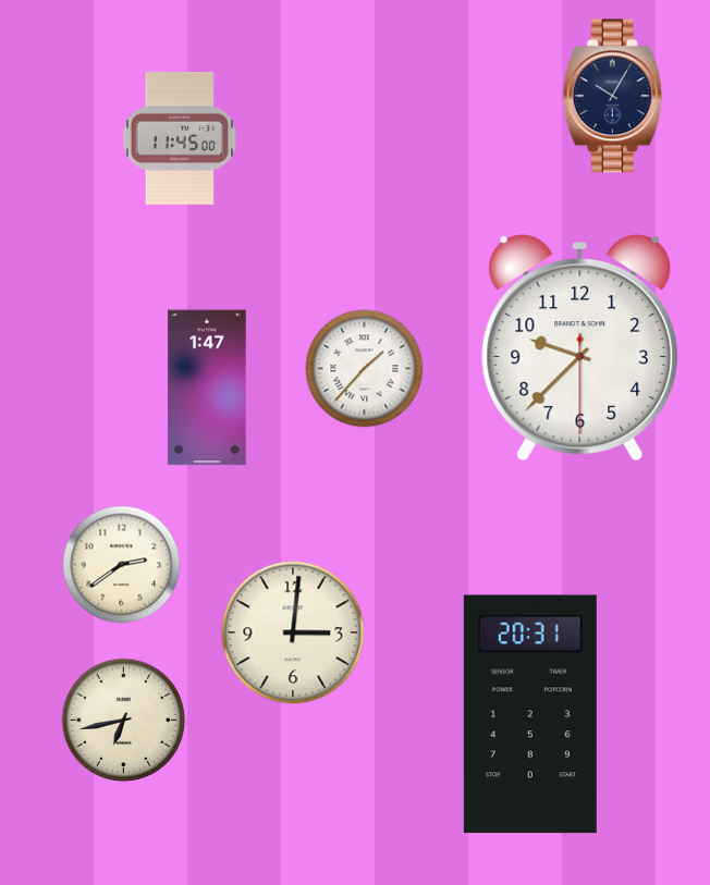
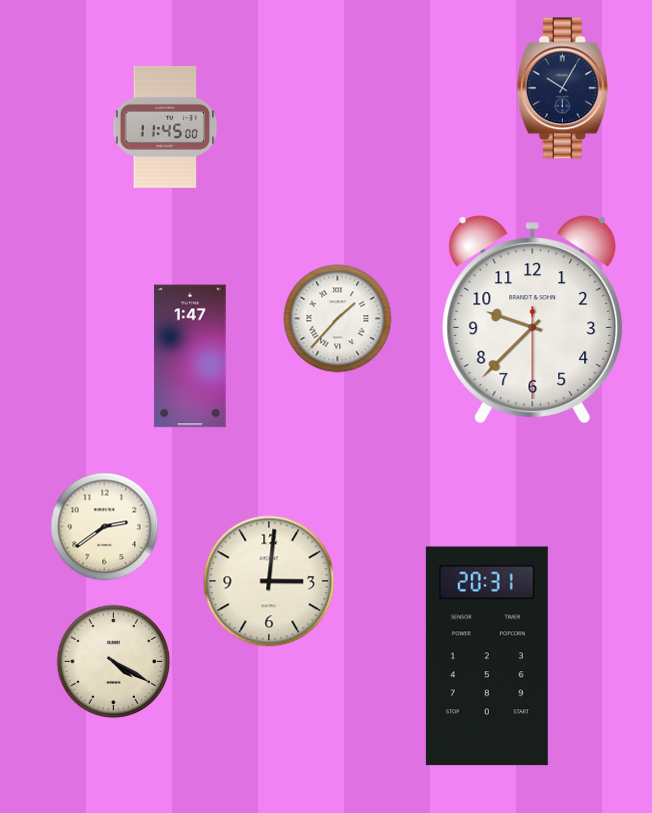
clock at (365, 369) position: (365, 369) -> (338, 319)
clock at (122, 565) position: (122, 565) -> (105, 527)
clock at (124, 721): 6:43 -> 4:20
